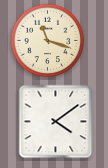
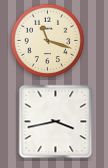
clock at (56, 122): 4:09 -> 3:43
